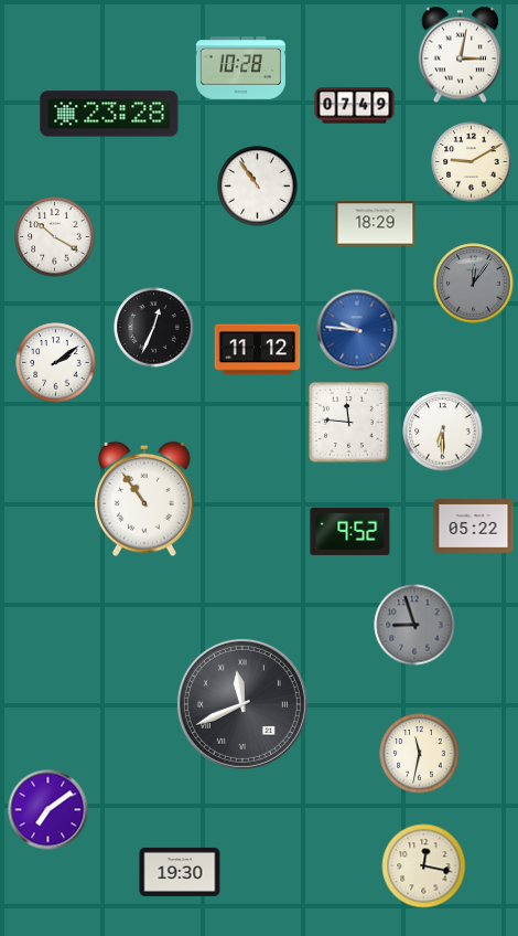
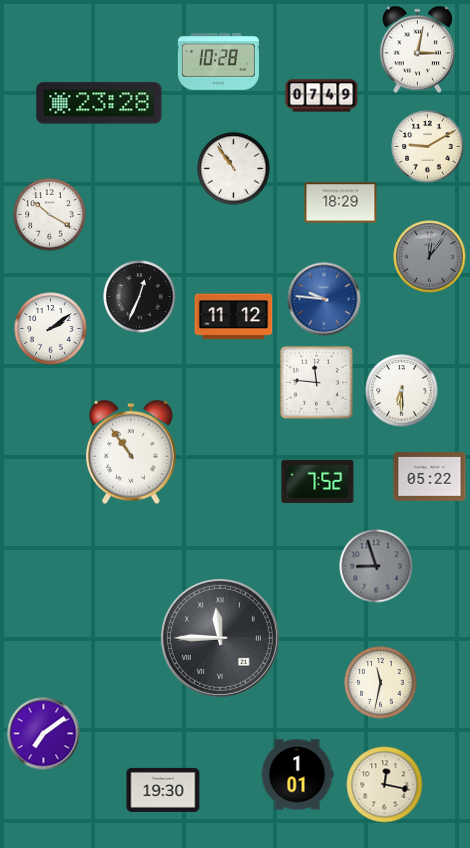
clock at (350, 531): 9:52 -> 7:52
clock at (242, 704): 11:41 -> 11:45
clock at (297, 775): none -> 1:01
